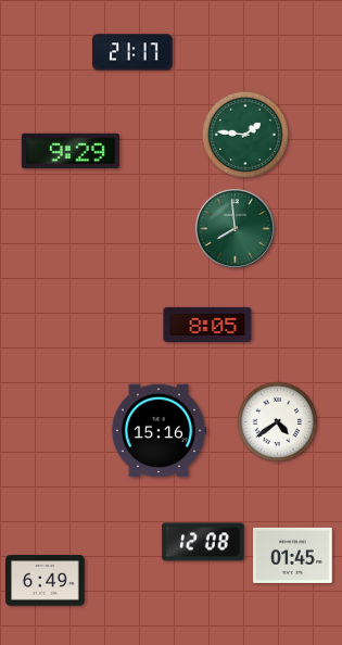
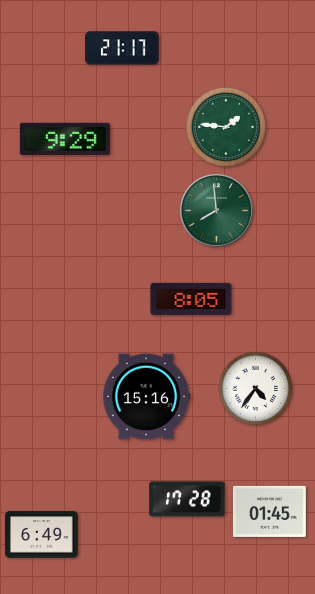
clock at (245, 135) position: (245, 135) -> (226, 127)
clock at (278, 422): 4:39 -> 4:36
clock at (203, 542): 12:08 -> 17:28
